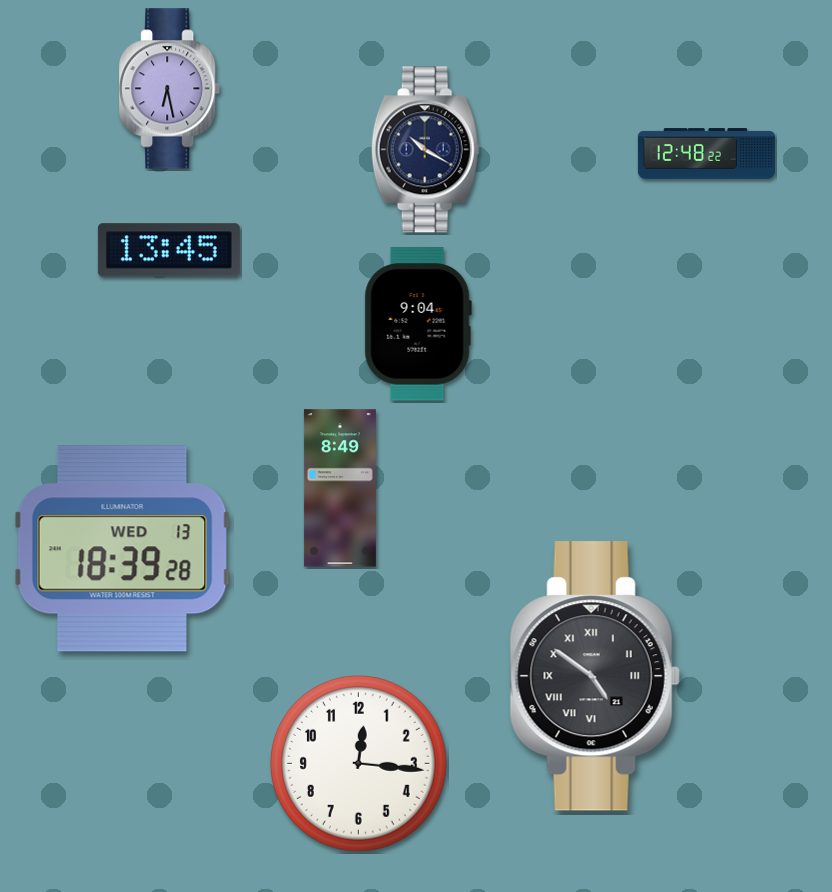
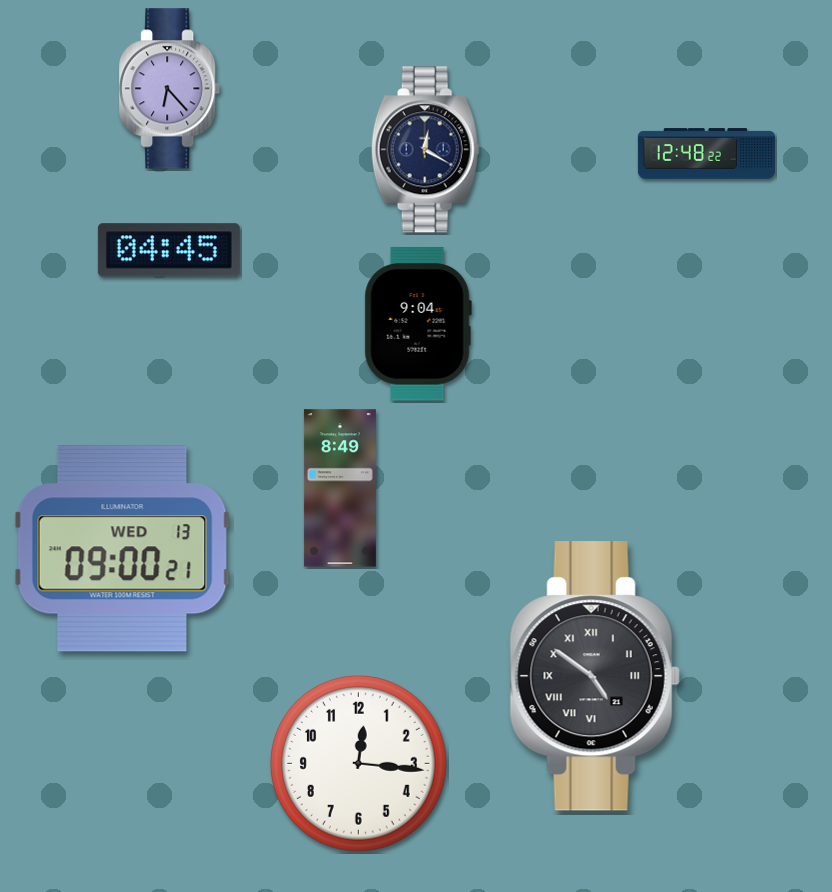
clock at (170, 89): 6:28 -> 6:23
clock at (425, 150): 10:20 -> 12:20
clock at (169, 250): 13:45 -> 04:45
clock at (122, 549): 18:39 -> 09:00
